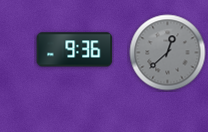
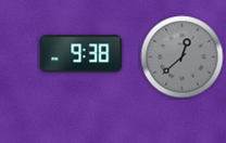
clock at (75, 50): 9:36 -> 9:38
